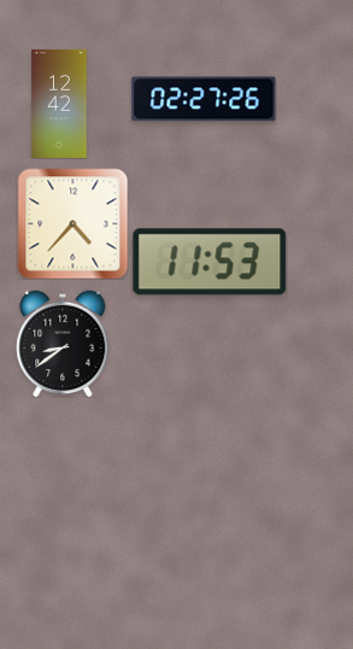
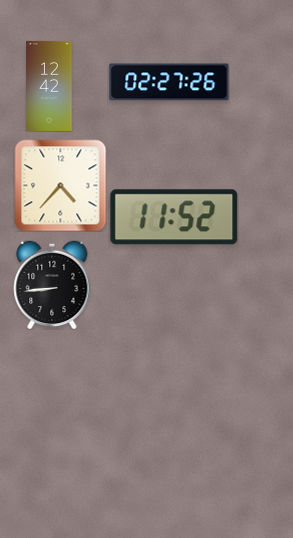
clock at (210, 262): 11:53 -> 11:52
clock at (63, 344): 8:39 -> 8:44
